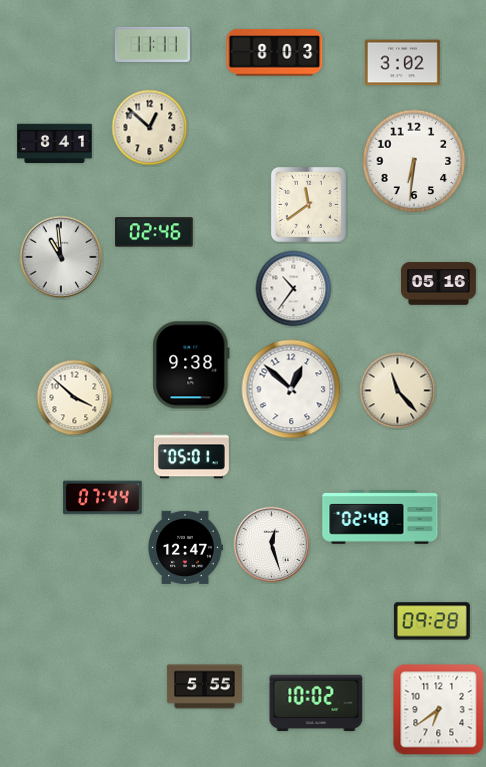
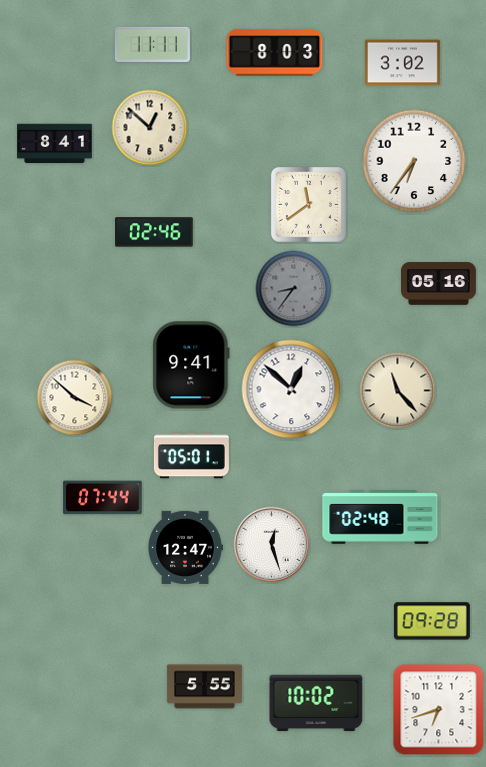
clock at (414, 161): 6:31 -> 6:36
clock at (61, 257): 10:59 -> none
clock at (294, 289): 10:36 -> 8:36
clock at (294, 289) dial: white -> grey
clock at (191, 365): 9:38 -> 9:41
clock at (439, 710): 6:39 -> 6:42
